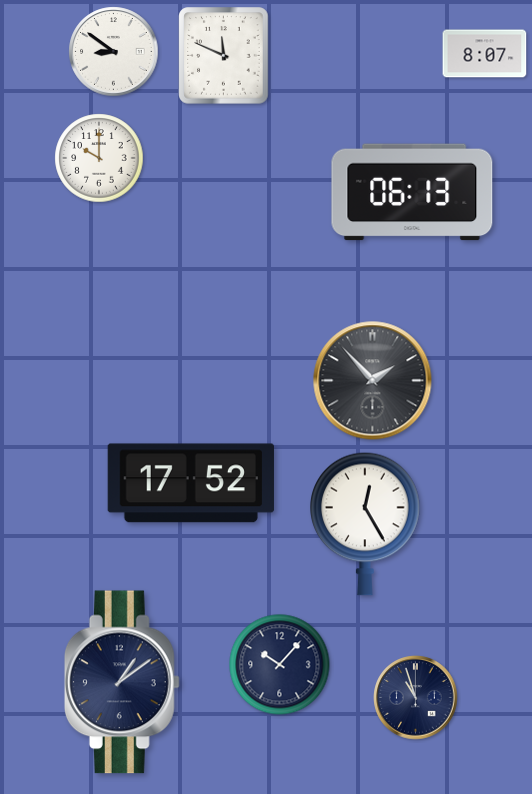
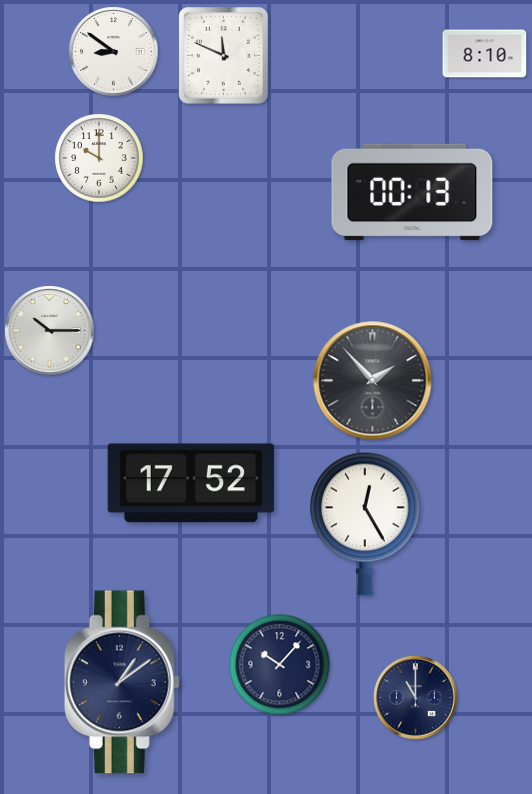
clock at (485, 54): 8:07 -> 8:10
clock at (412, 192): 06:13 -> 00:13
clock at (50, 331): none -> 10:15
clock at (416, 698): 10:57 -> 11:00
